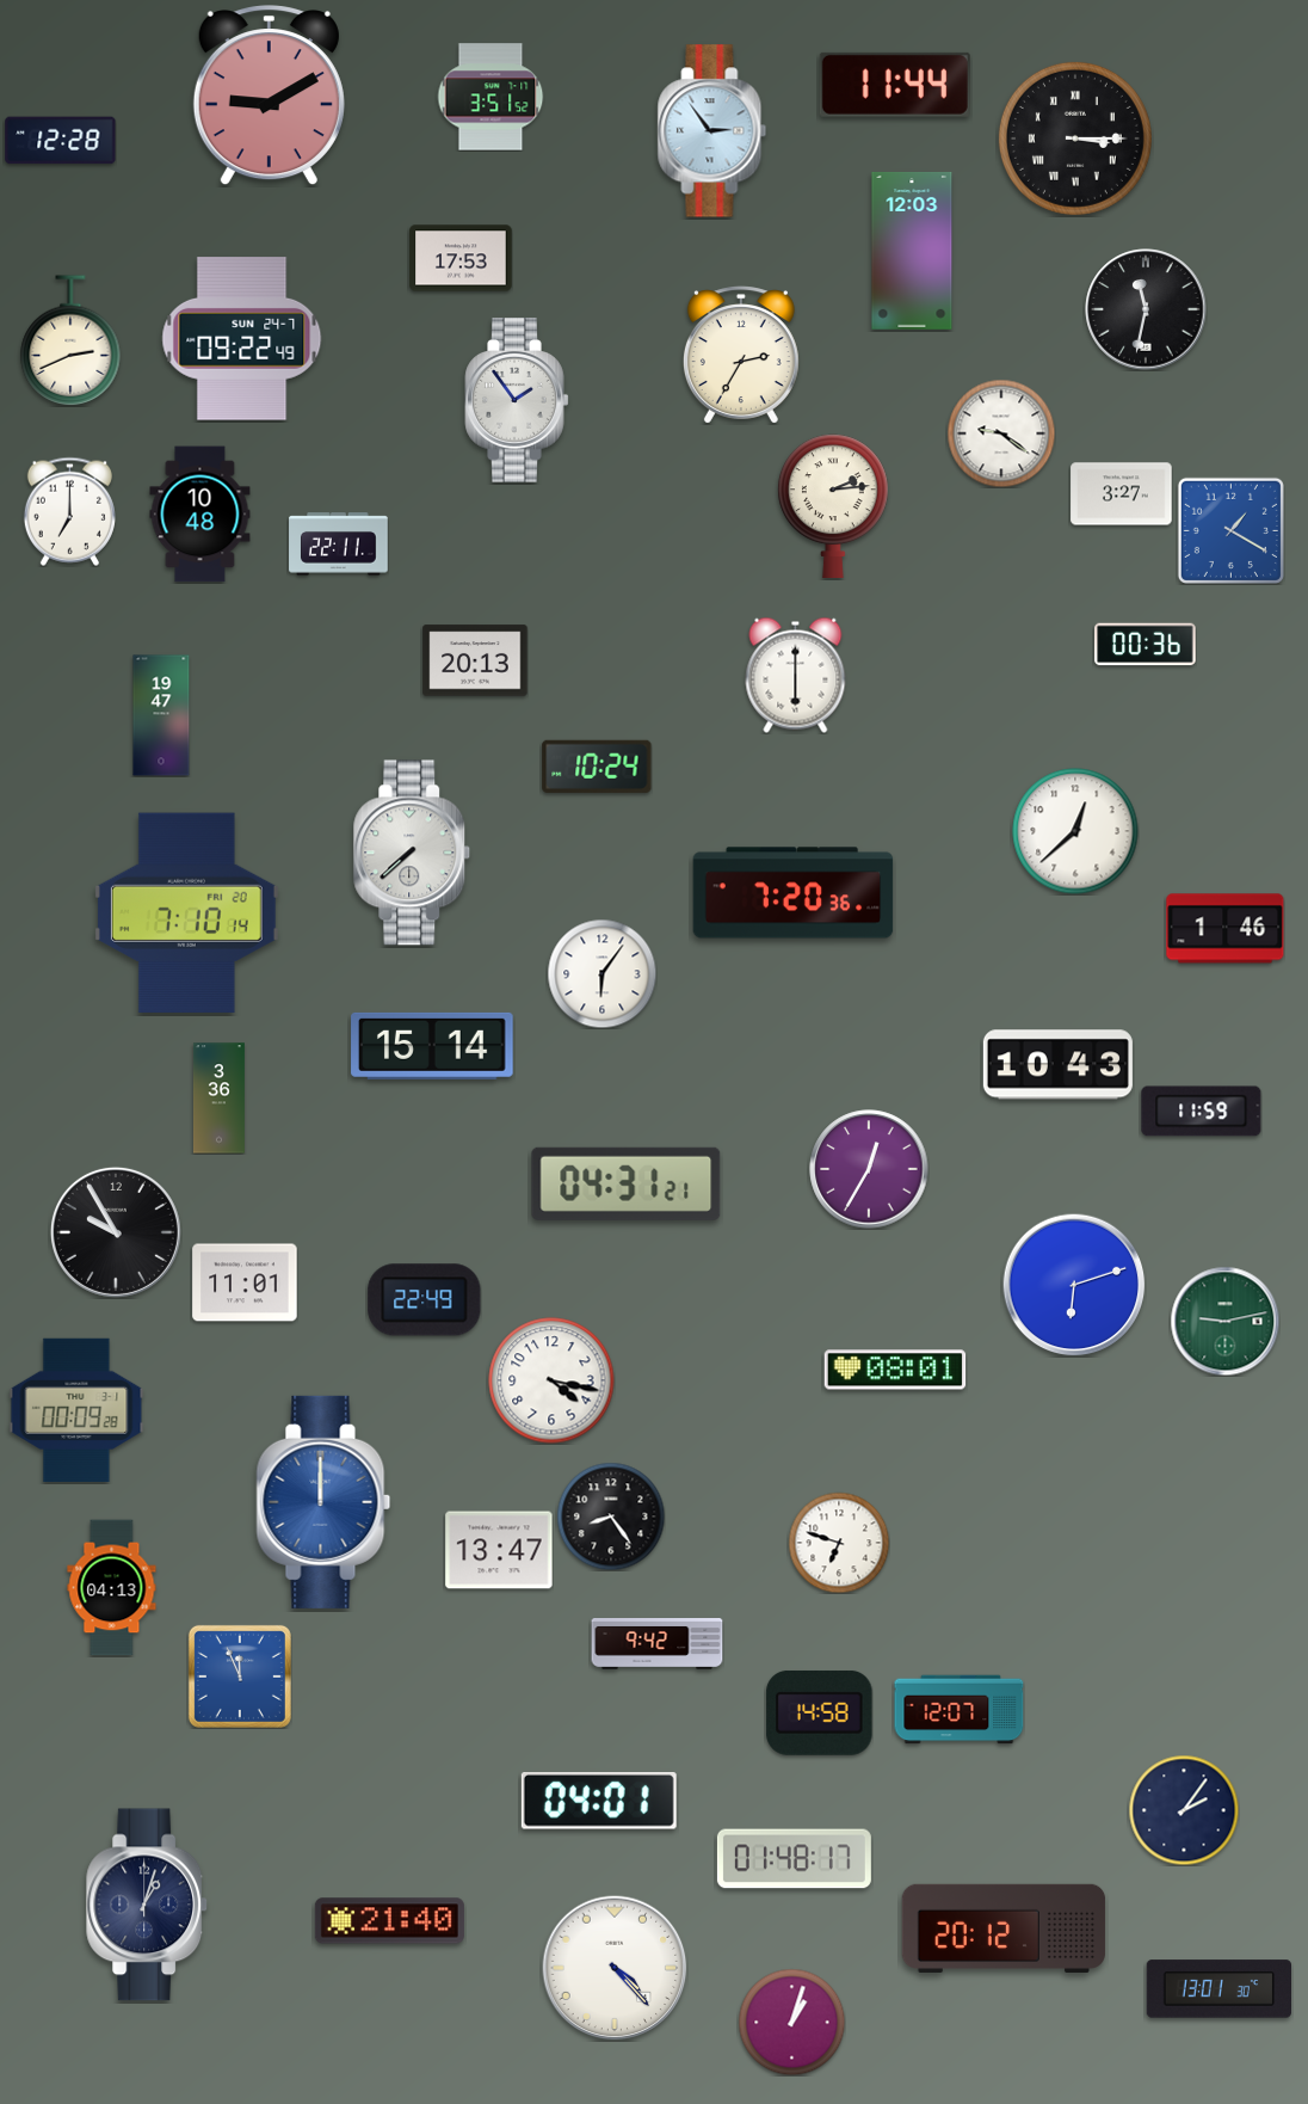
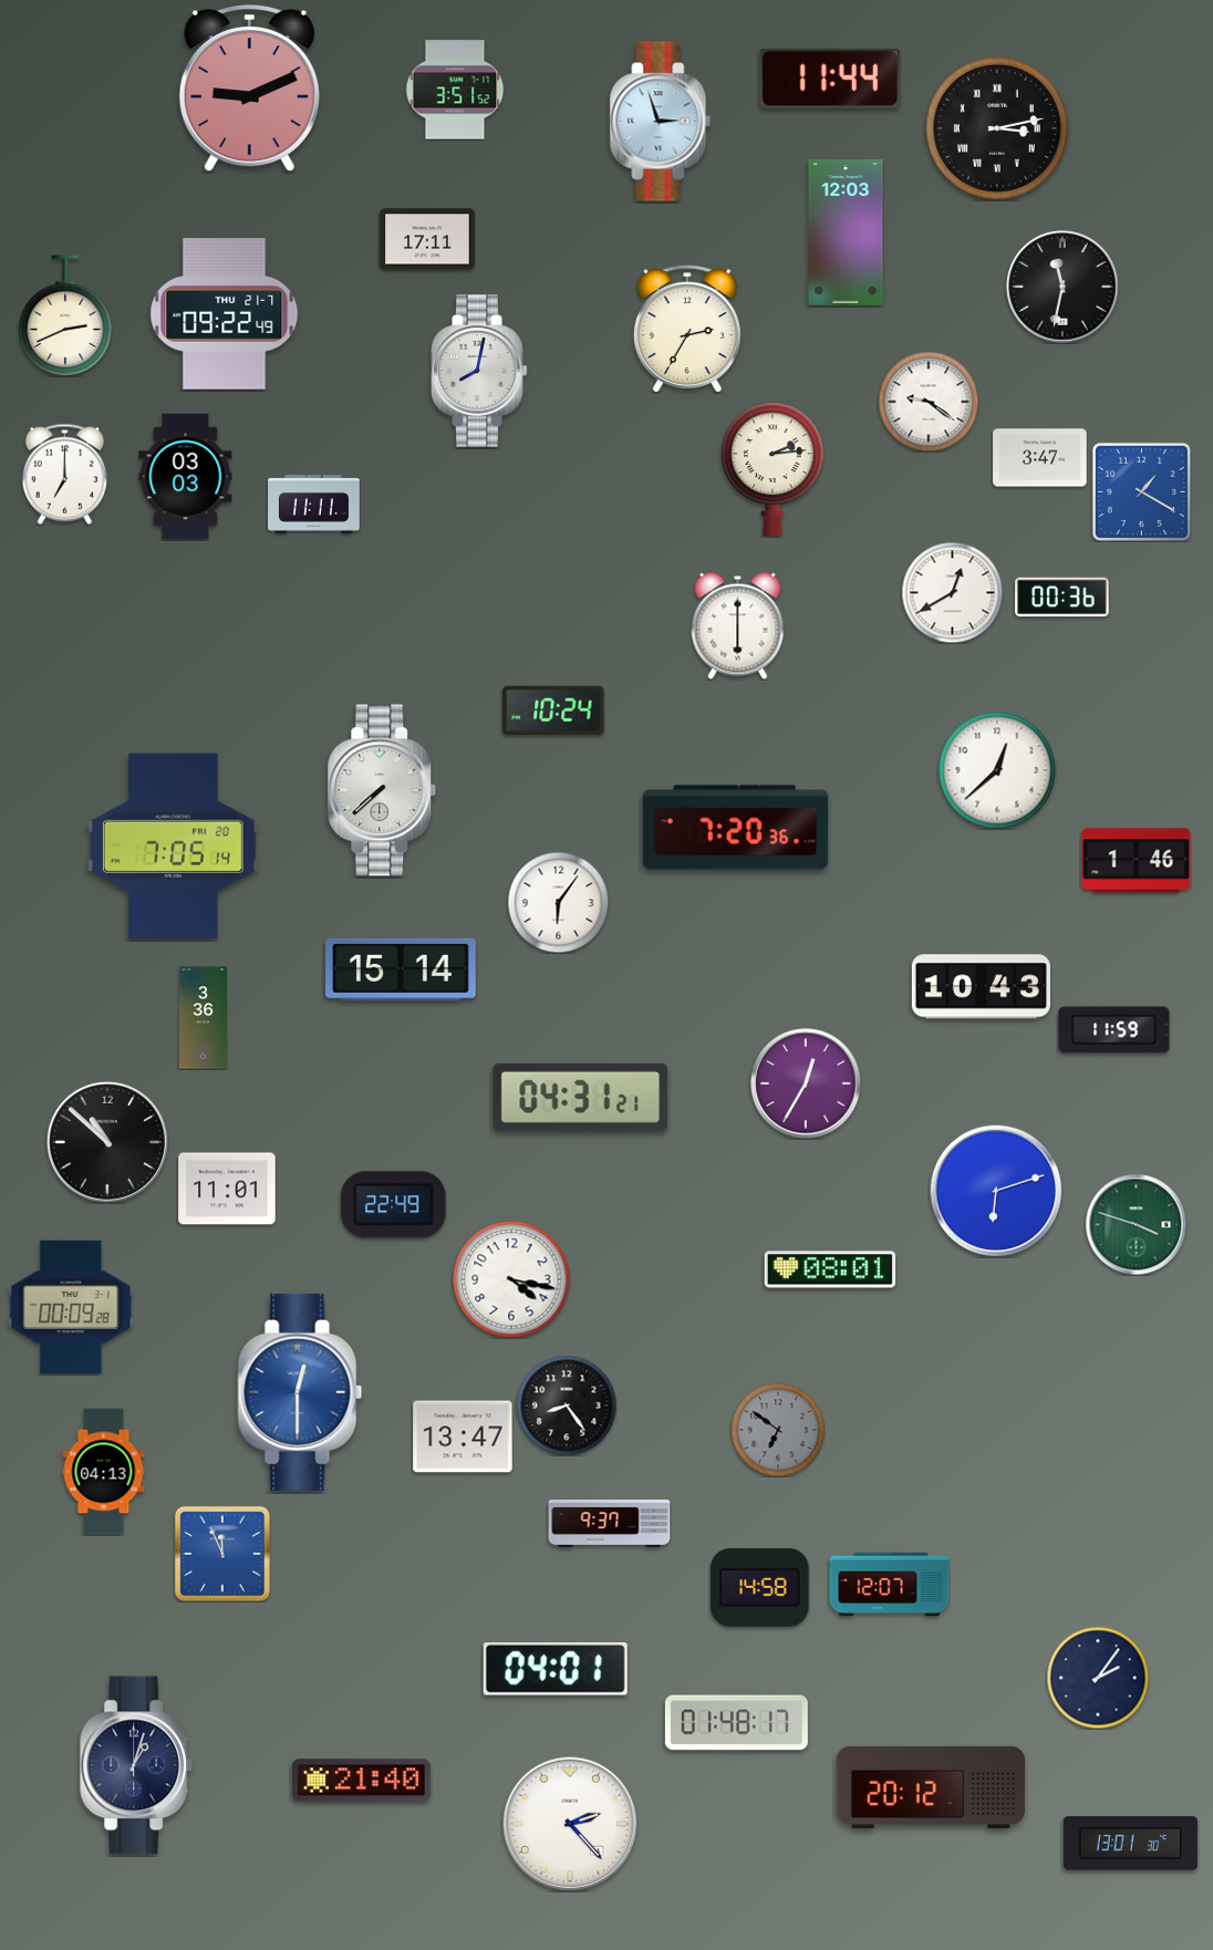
clock at (269, 97): 9:10 -> 9:11
clock at (712, 131): 2:54 -> 2:57
clock at (1075, 139): 3:15 -> 3:13
clock at (61, 141): 12:28 -> none
clock at (461, 258): 17:53 -> 17:11
clock at (242, 339) date: SUN 24-7 -> THU 21-7
clock at (517, 400): 1:54 -> 8:02
clock at (1122, 494): 3:27 -> 3:47
clock at (200, 515): 10:48 -> 03:03
clock at (339, 545): 22:11 -> 11:11
clock at (952, 592): none -> 12:40
clock at (475, 660): 20:13 -> none
clock at (161, 715): 19:47 -> none
clock at (186, 913): 7:10 -> 7:05
clock at (116, 1232): 9:55 -> 10:52
clock at (1224, 1321): 9:13 -> 3:48
clock at (323, 1502): 12:00 -> 12:30
clock at (839, 1543): 6:48 -> 6:51
clock at (839, 1543) dial: white -> grey
clock at (658, 1644): 9:42 -> 9:37
clock at (615, 1968): 4:23 -> 2:23
clock at (791, 2022): 1:03 -> none
